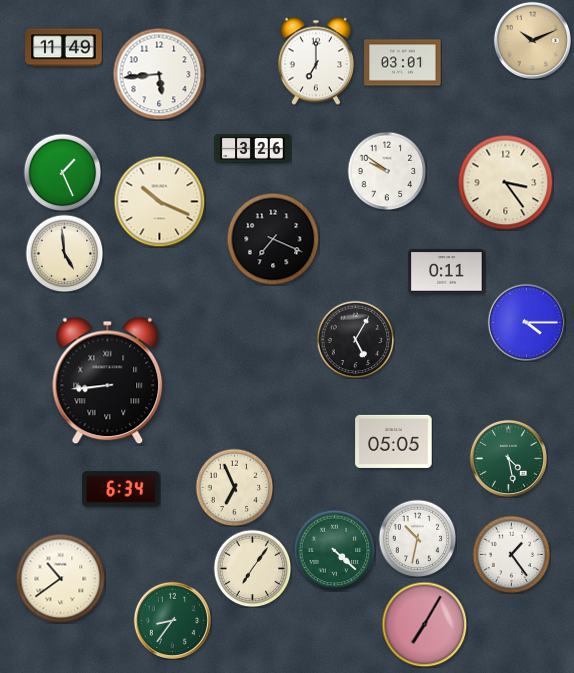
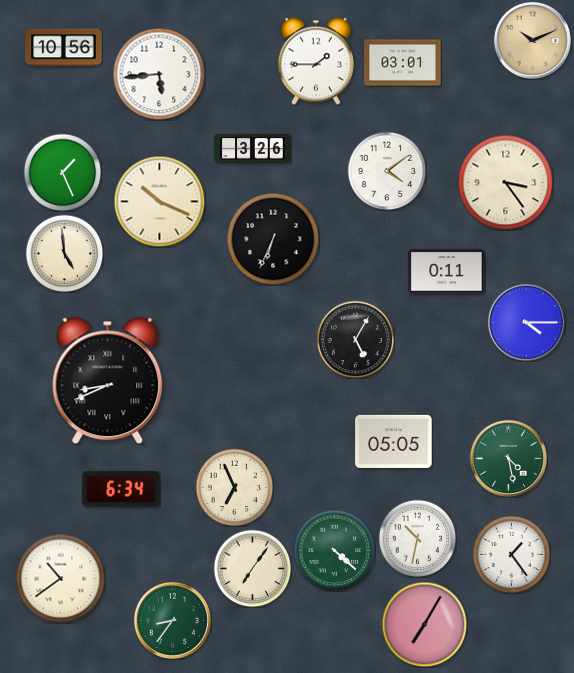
clock at (64, 48): 11:49 -> 10:56
clock at (316, 61): 7:00 -> 1:45
clock at (387, 171): 9:51 -> 4:09
clock at (273, 239): 7:19 -> 6:34
clock at (108, 381): 8:44 -> 8:41
